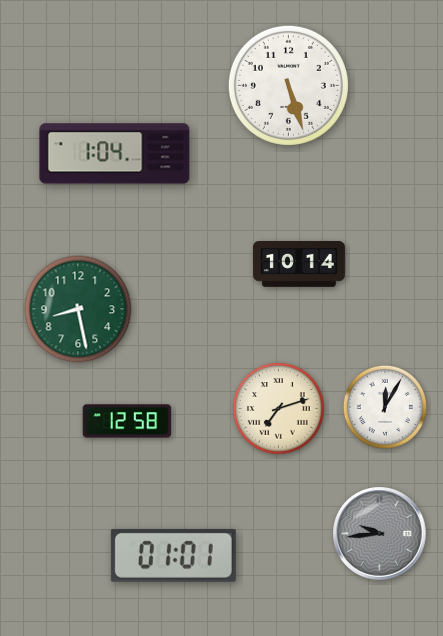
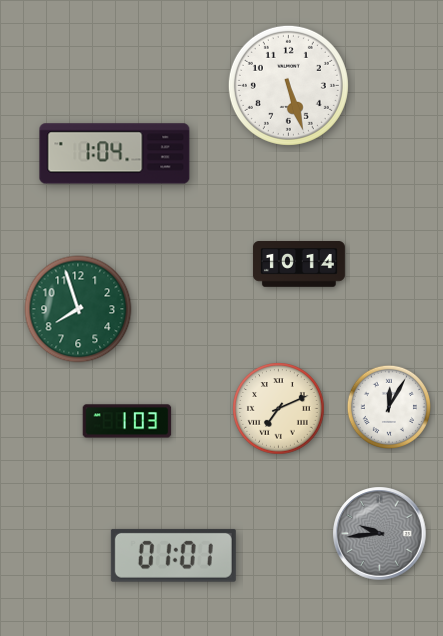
clock at (78, 309): 8:28 -> 7:57
clock at (384, 406) position: (384, 406) -> (388, 406)
clock at (279, 409): 7:12 -> 7:11
clock at (127, 421): 12:58 -> 1:03
